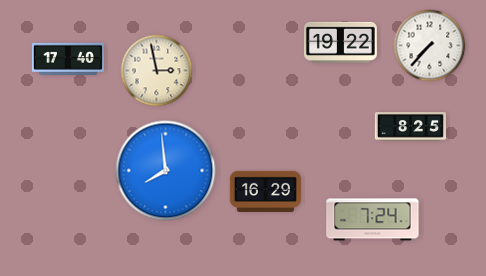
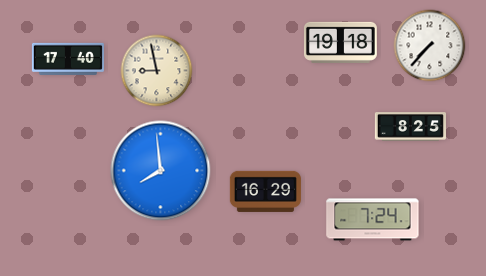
clock at (340, 42): 19:22 -> 19:18
clock at (157, 71): 2:58 -> 8:58
clock at (166, 171) position: (166, 171) -> (161, 171)
